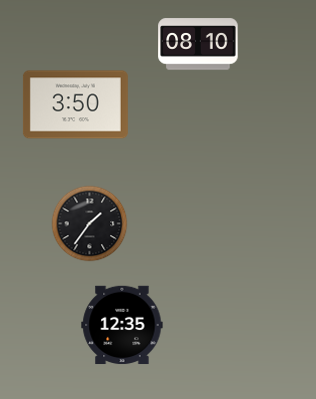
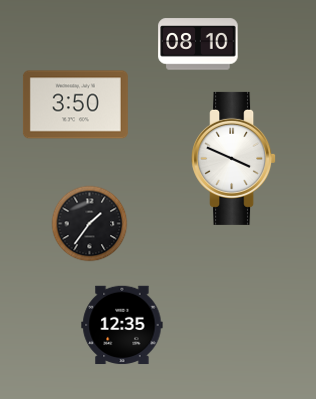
clock at (234, 158): none -> 3:49
